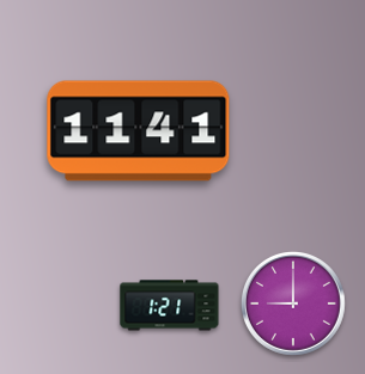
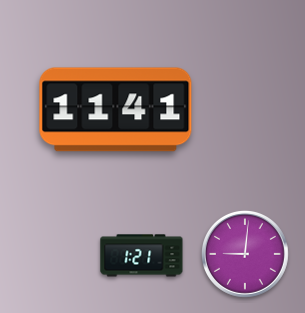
clock at (293, 304): 9:00 -> 9:01
